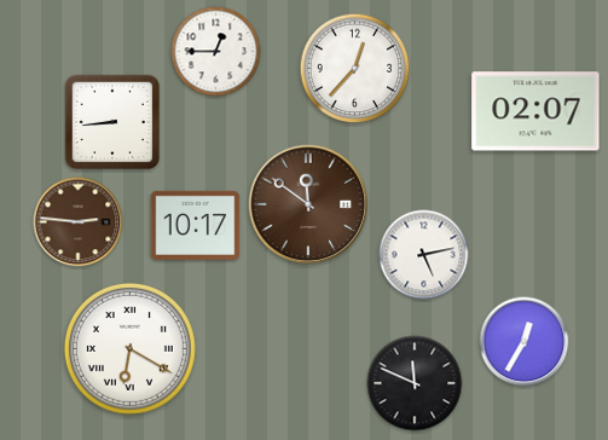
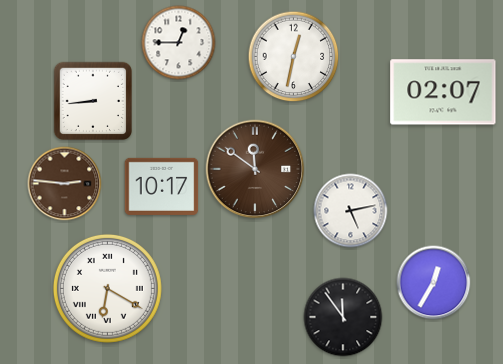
clock at (355, 69): 12:37 -> 12:32
clock at (415, 383): 11:49 -> 11:54
